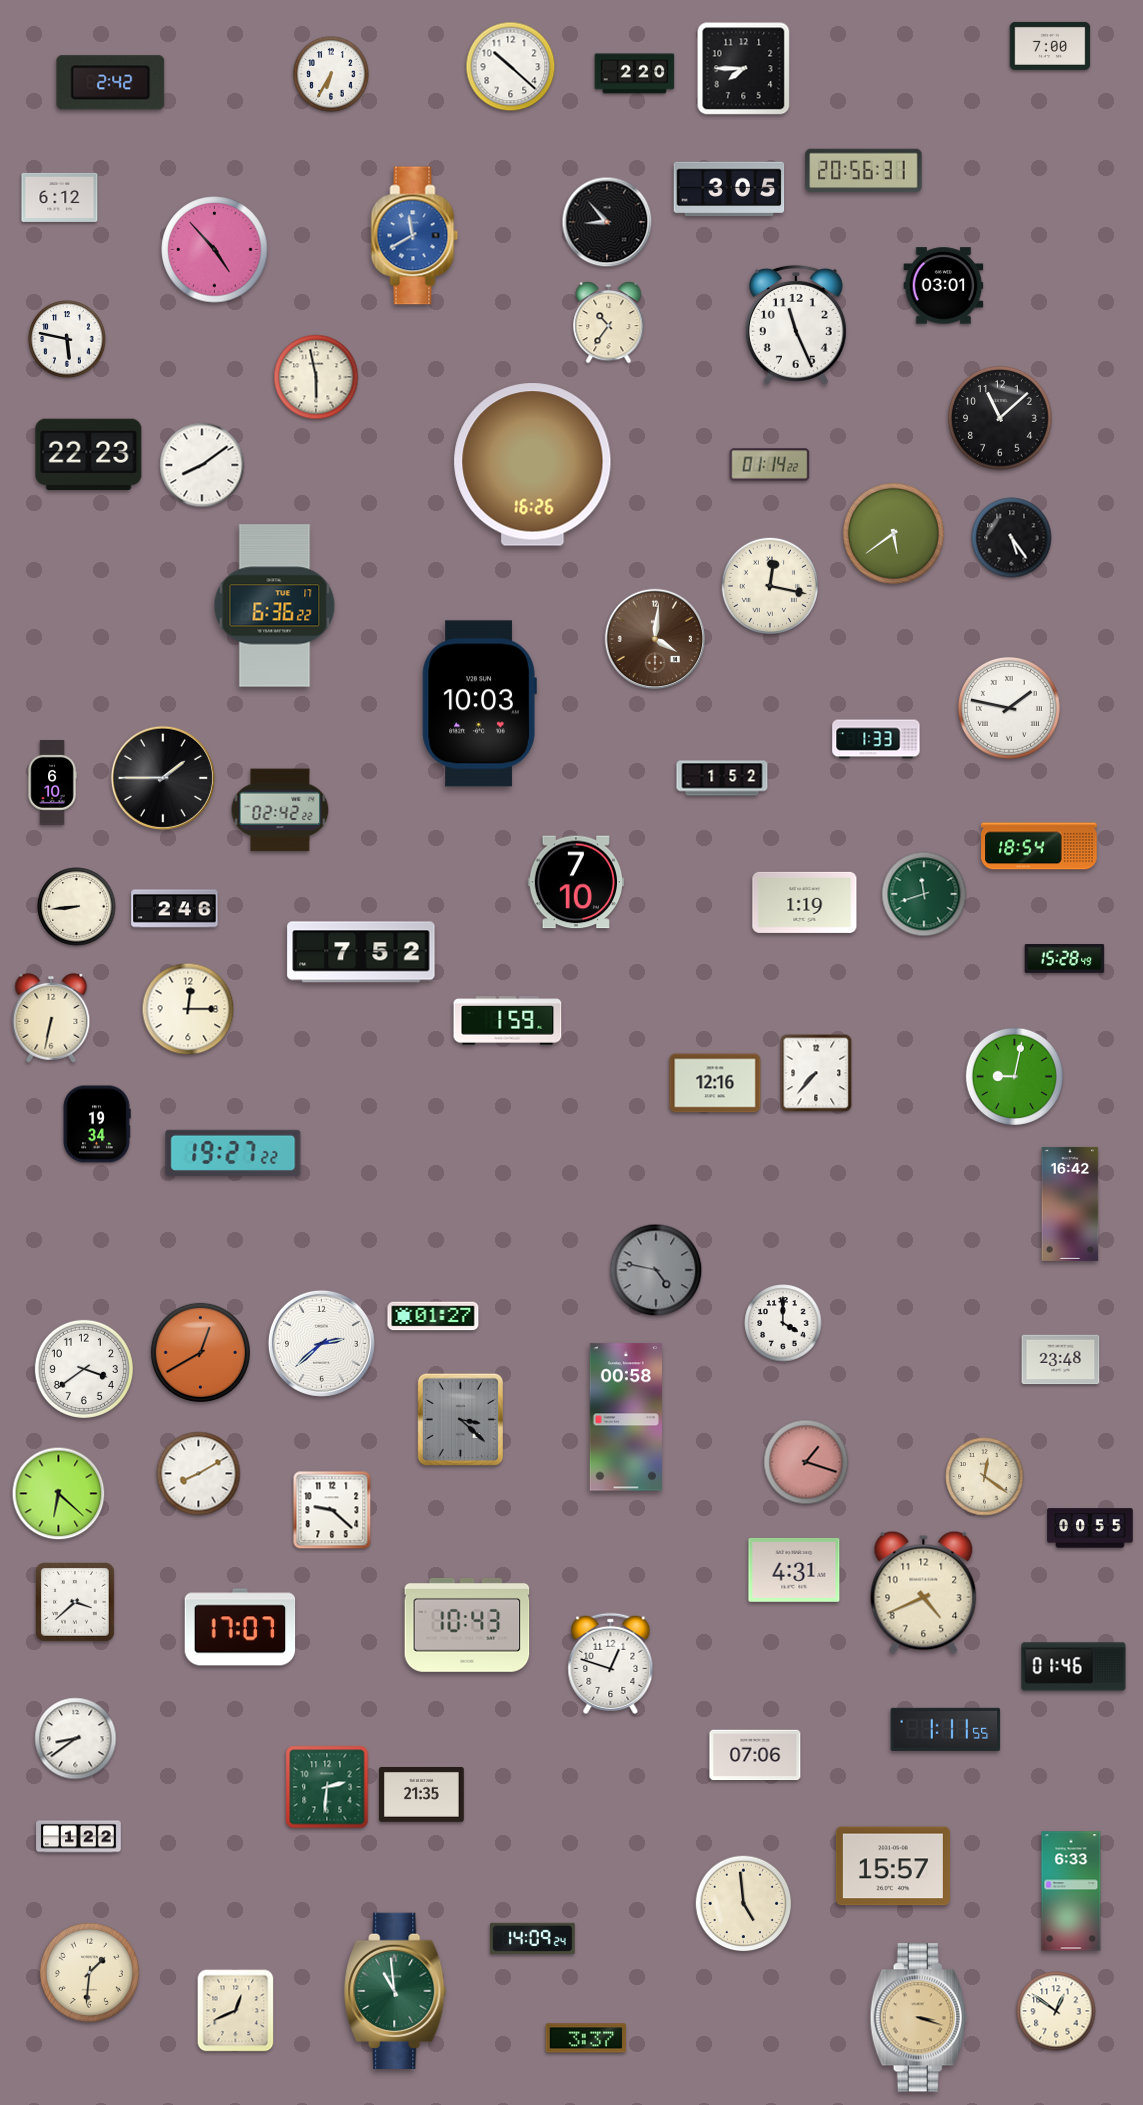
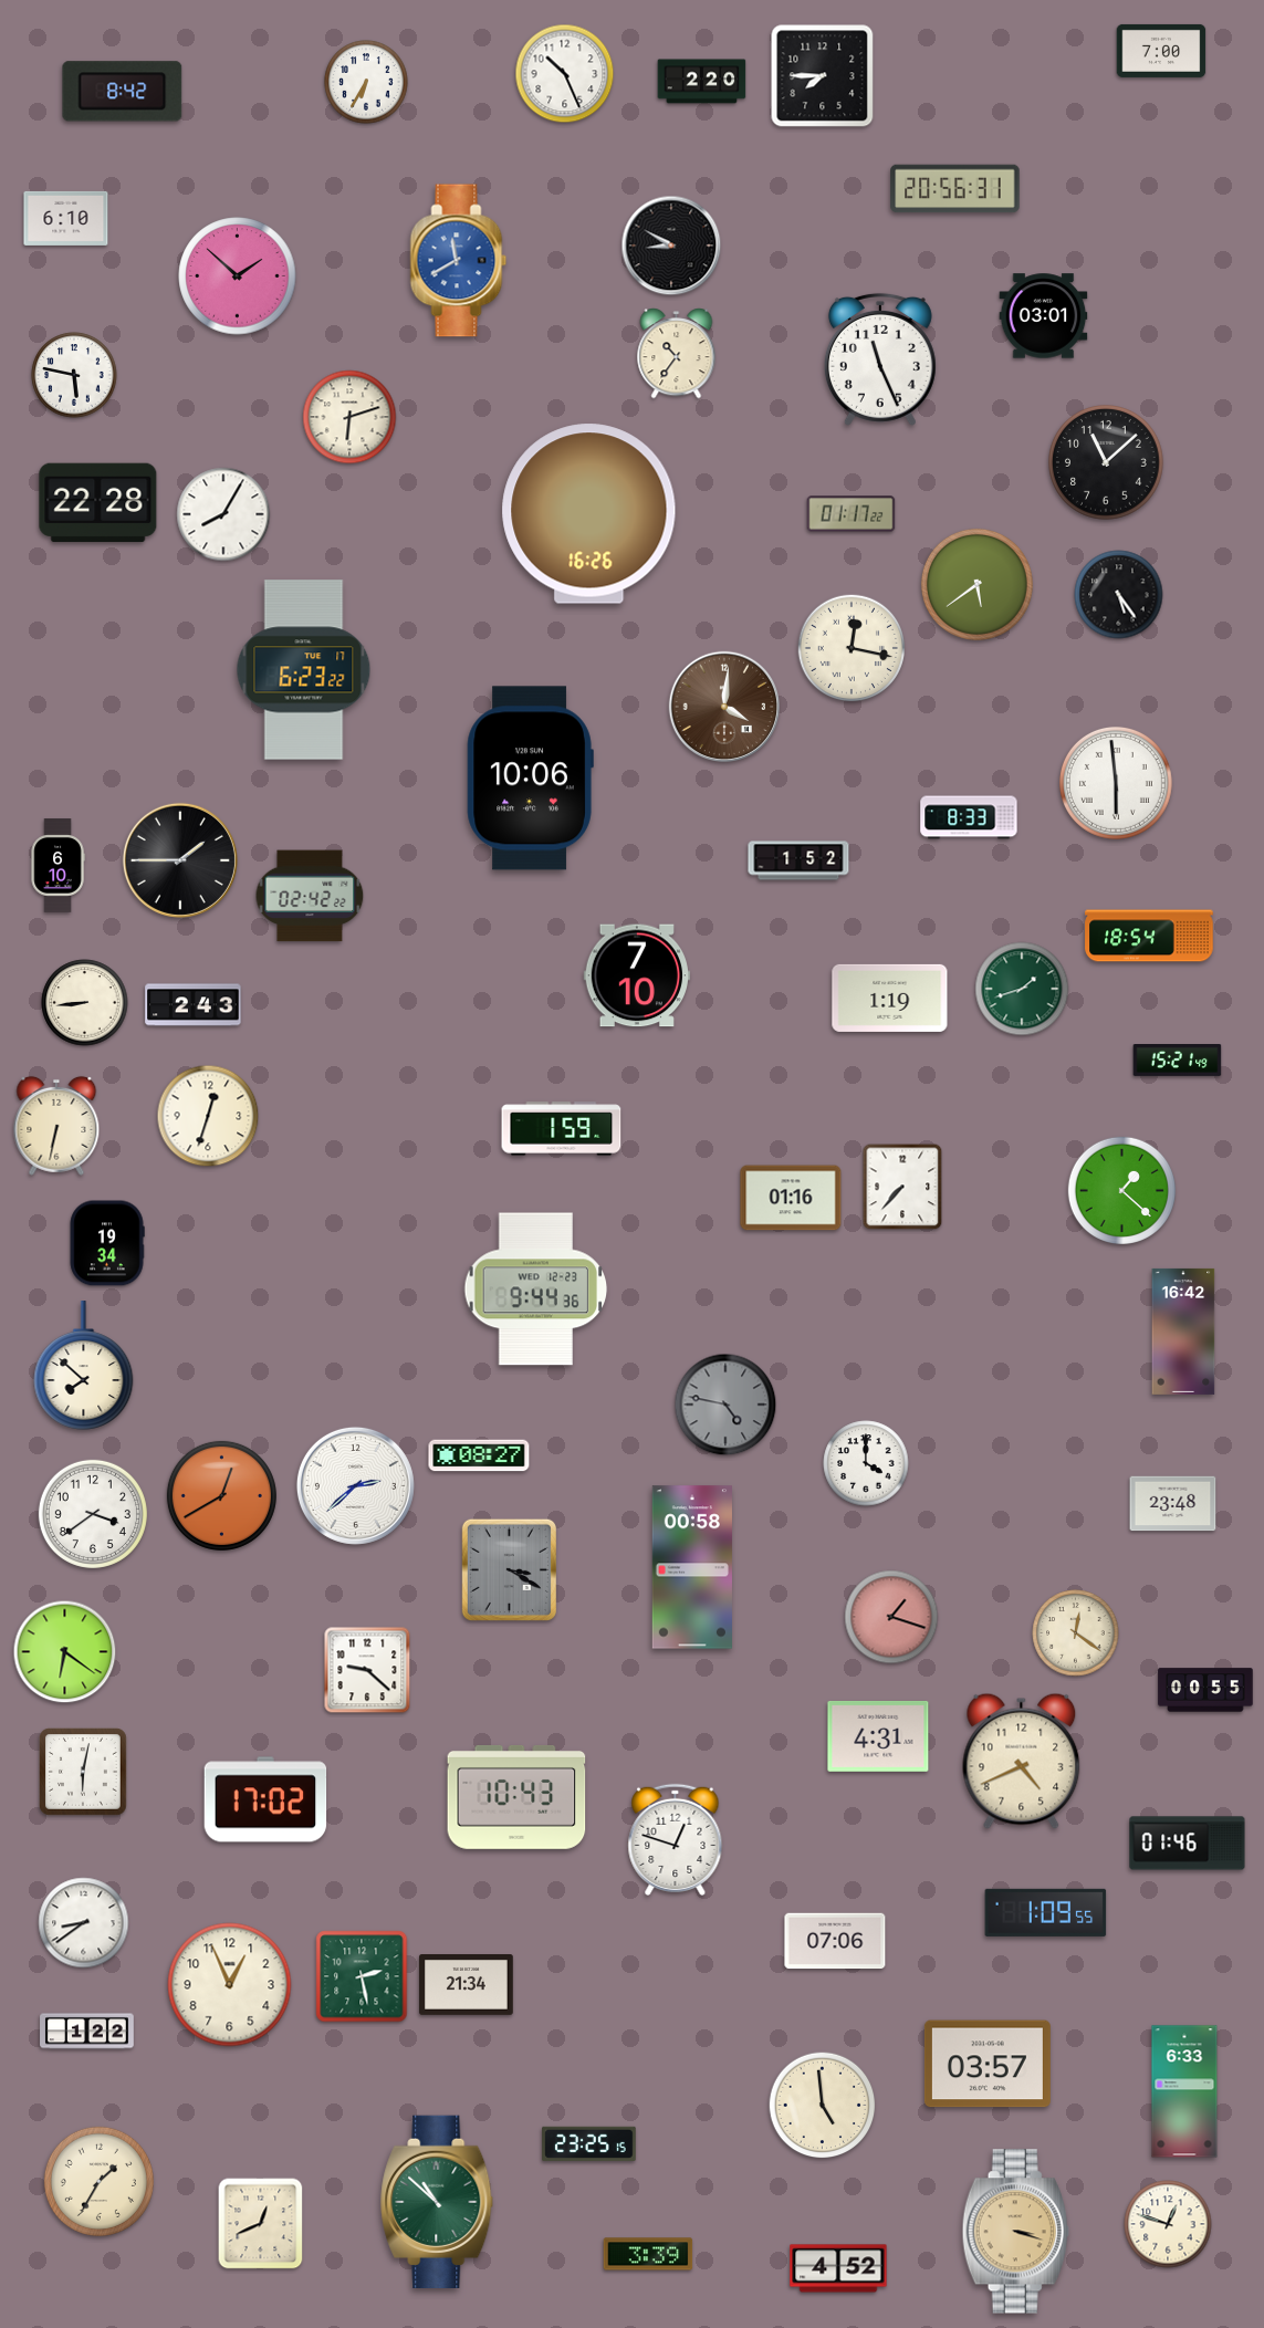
clock at (511, 67): 10:22 -> 10:26
clock at (111, 83): 2:42 -> 8:42
clock at (729, 189): 3:05 -> none
clock at (60, 197): 6:12 -> 6:10
clock at (607, 222): 8:53 -> 8:50
clock at (215, 250): 4:53 -> 1:52
clock at (609, 323) position: (609, 323) -> (677, 354)
clock at (316, 377): 5:58 -> 6:12
clock at (89, 455): 22:23 -> 22:28
clock at (202, 465): 8:09 -> 8:05
clock at (770, 465): 01:14 -> 01:17
clock at (893, 533) position: (893, 533) -> (976, 584)
clock at (275, 606): 6:36 -> 6:23
clock at (479, 704): 10:03 -> 10:06
clock at (1009, 708): 1:47 -> 5:59
clock at (876, 739): 1:33 -> 8:33
clock at (924, 894): 11:42 -> 1:42
clock at (175, 909): 2:46 -> 2:43
clock at (361, 952): 7:52 -> none
clock at (1065, 959): 15:28 -> 15:21
clock at (188, 1009): 12:15 -> 12:33
clock at (1014, 1076): 9:02 -> 1:22
clock at (715, 1083): 12:16 -> 01:16
clock at (233, 1153): 19:27 -> none
clock at (536, 1290): none -> 9:44
clock at (84, 1366): none -> 7:52
clock at (433, 1316): 01:27 -> 08:27
clock at (460, 1419): 3:22 -> 3:20
clock at (199, 1474): 8:10 -> none
clock at (985, 1477) position: (985, 1477) -> (1076, 1633)
clock at (59, 1494): 6:22 -> 6:21
clock at (76, 1603): 3:38 -> 6:02
clock at (240, 1627): 17:07 -> 17:02
clock at (946, 1729): 1:11 -> 1:09
clock at (327, 1787): 2:31 -> 2:28
clock at (230, 1985): none -> 12:56
clock at (422, 1795): 21:35 -> 21:34
clock at (893, 1866): 15:57 -> 03:57
clock at (533, 1938): 14:09 -> 23:25
clock at (89, 1972): 1:31 -> 1:35
clock at (396, 1990): 10:59 -> 10:52
clock at (1056, 2011): 12:51 -> 12:48
clock at (586, 2038): 3:37 -> 3:39
clock at (838, 2268): none -> 4:52
